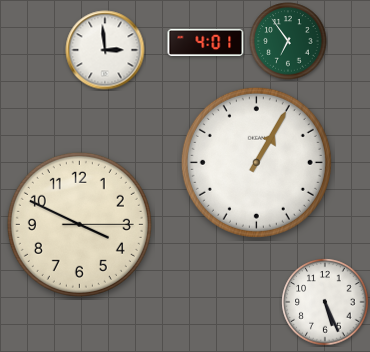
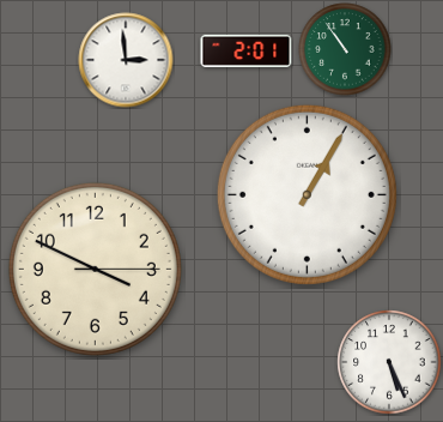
clock at (288, 41): 6:54 -> 10:54
clock at (206, 42): 4:01 -> 2:01
